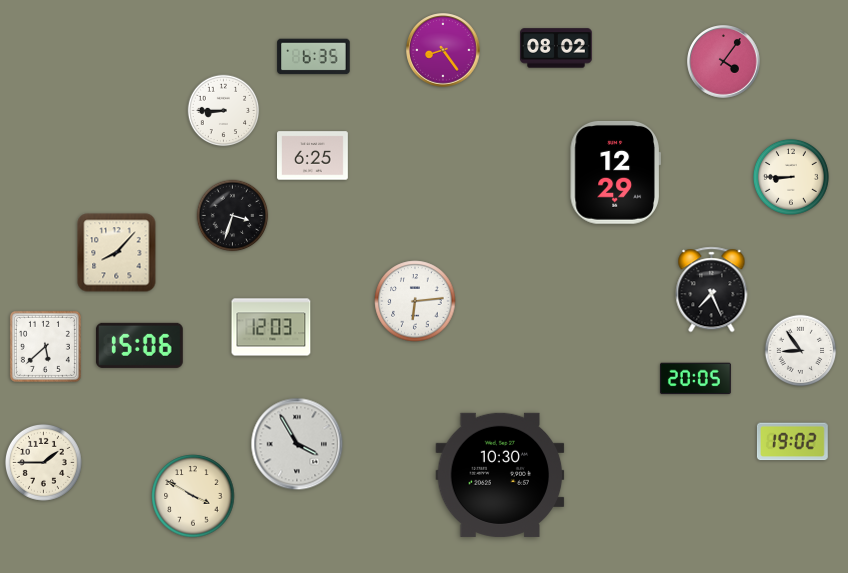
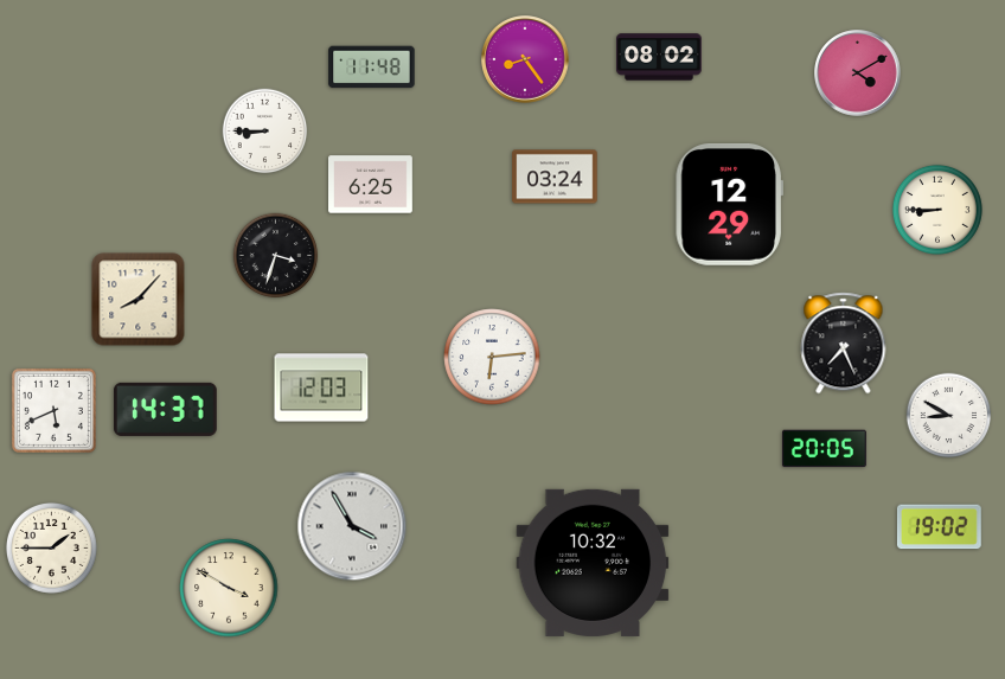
clock at (314, 57): 6:35 -> 11:48
clock at (724, 62): 4:06 -> 4:10
clock at (555, 177): none -> 03:24
clock at (139, 345): 15:06 -> 14:37
clock at (45, 346): 5:38 -> 5:41
clock at (801, 351): 8:54 -> 8:50
clock at (792, 442) position: (792, 442) -> (939, 527)
clock at (500, 475): 10:30 -> 10:32
